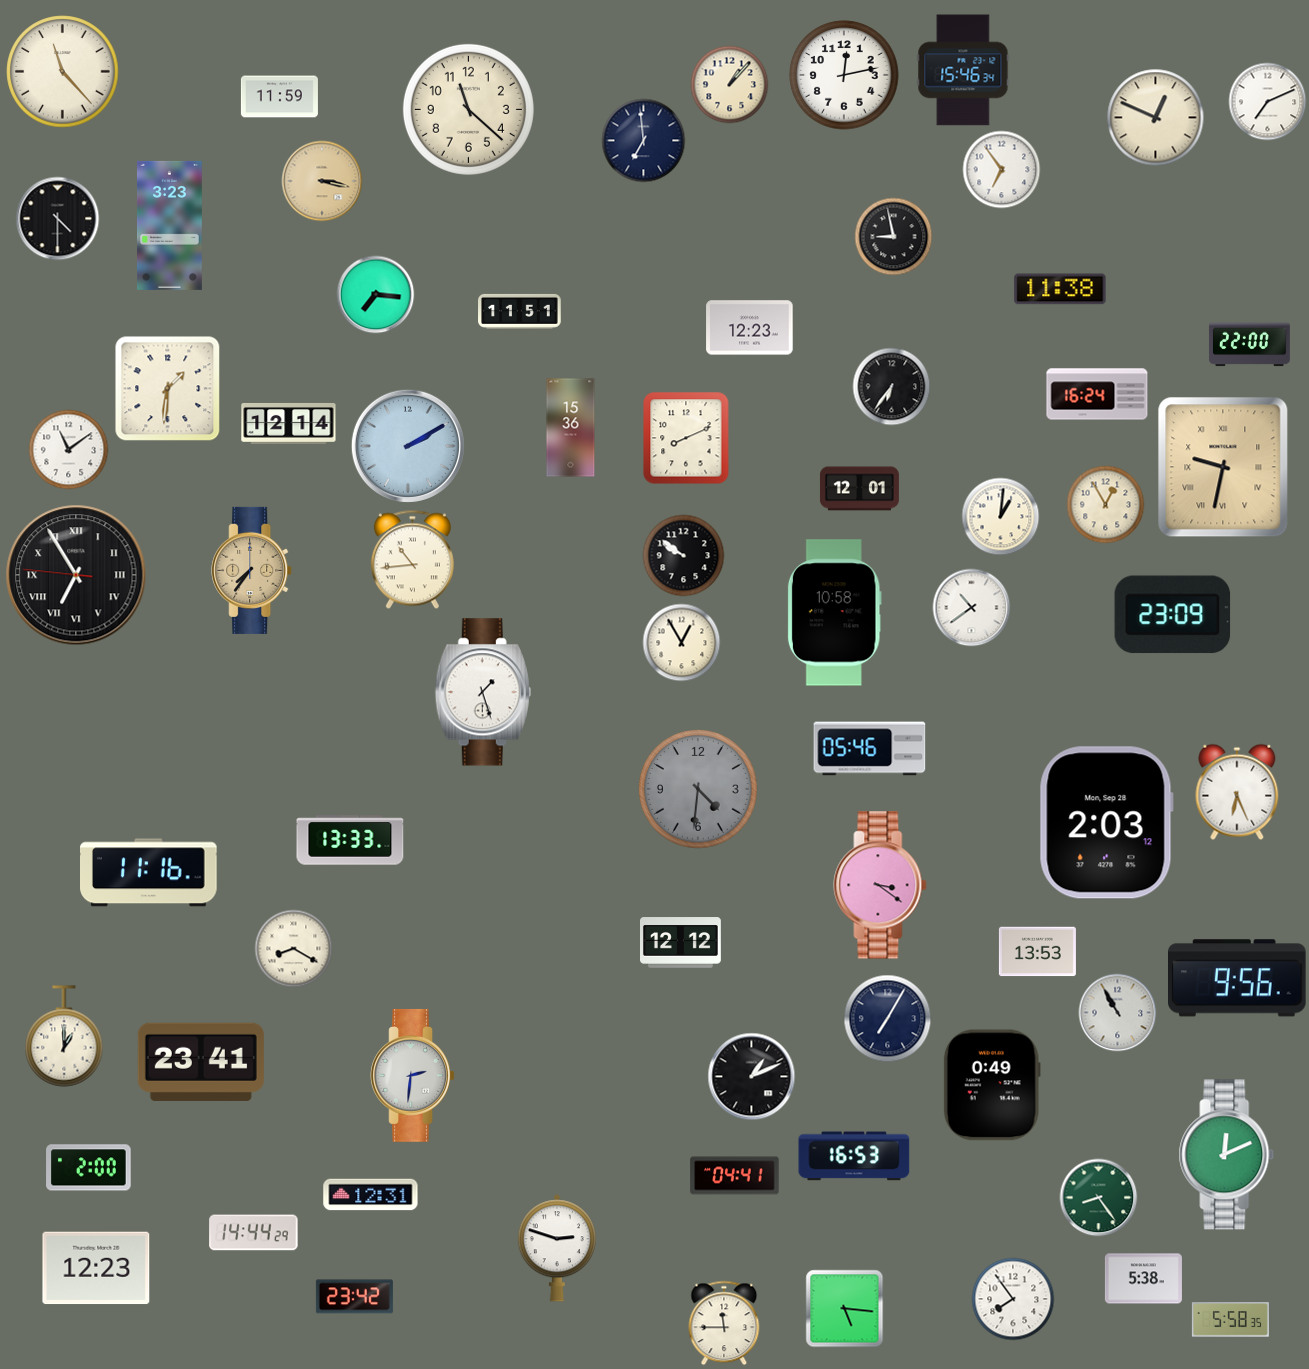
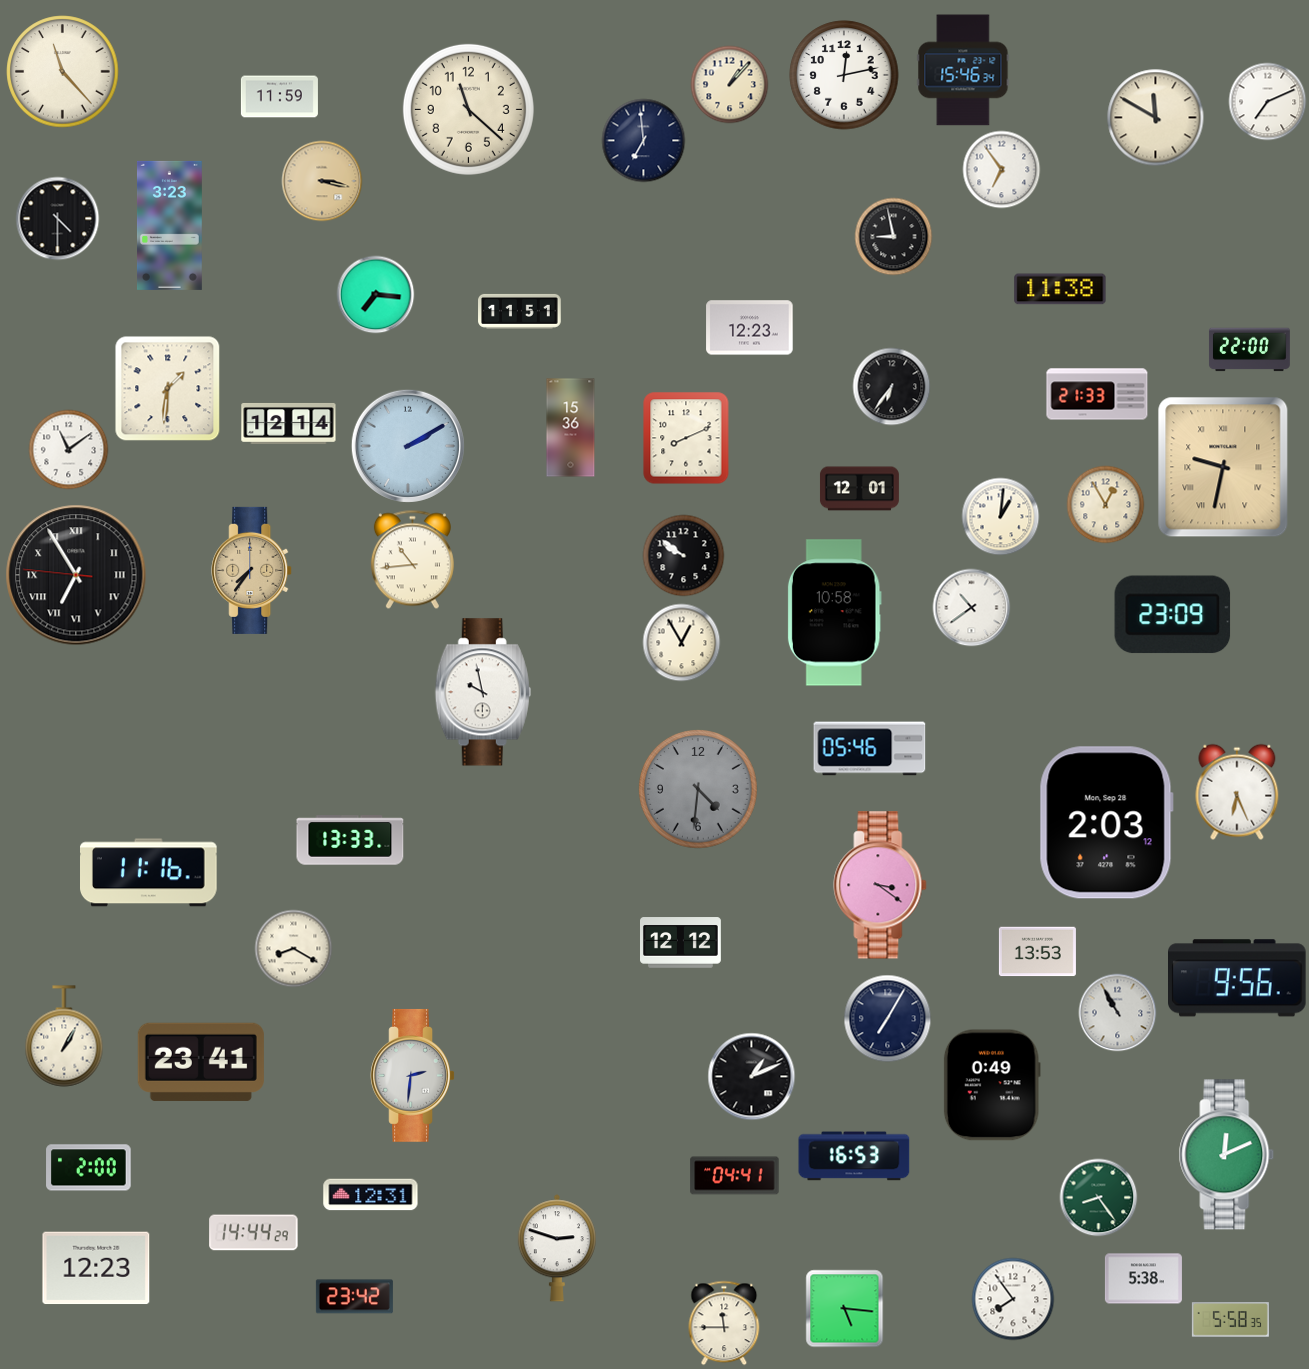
clock at (1155, 117): 12:49 -> 11:50
clock at (1249, 345) position: (1249, 345) -> (1249, 350)
clock at (1097, 394): 16:24 -> 21:33
clock at (483, 692): 1:27 -> 9:58
clock at (64, 1036): 1:00 -> 1:05
